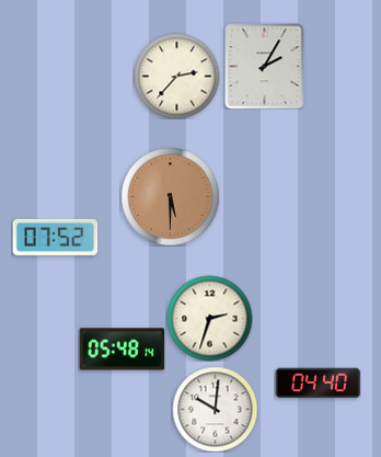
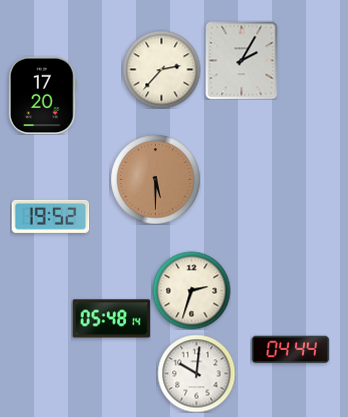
clock at (42, 95): none -> 17:20
clock at (55, 237): 07:52 -> 19:52
clock at (317, 384): 04:40 -> 04:44
